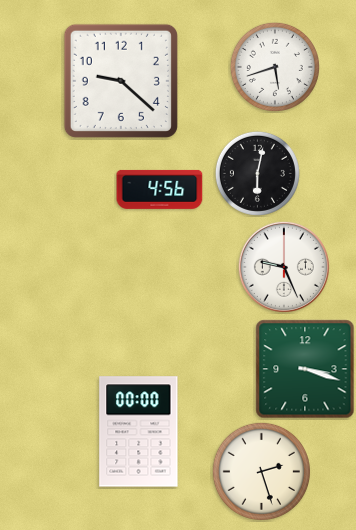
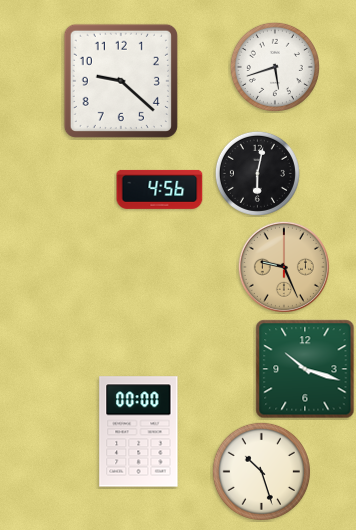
clock at (284, 267) dial: white -> champagne
clock at (305, 369): 3:18 -> 10:18
clock at (261, 471): 2:27 -> 10:27
